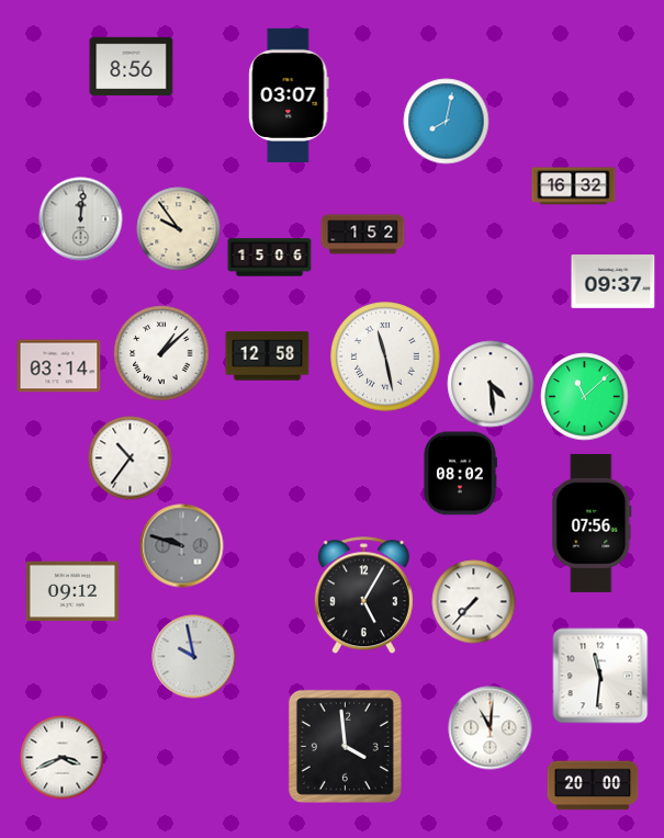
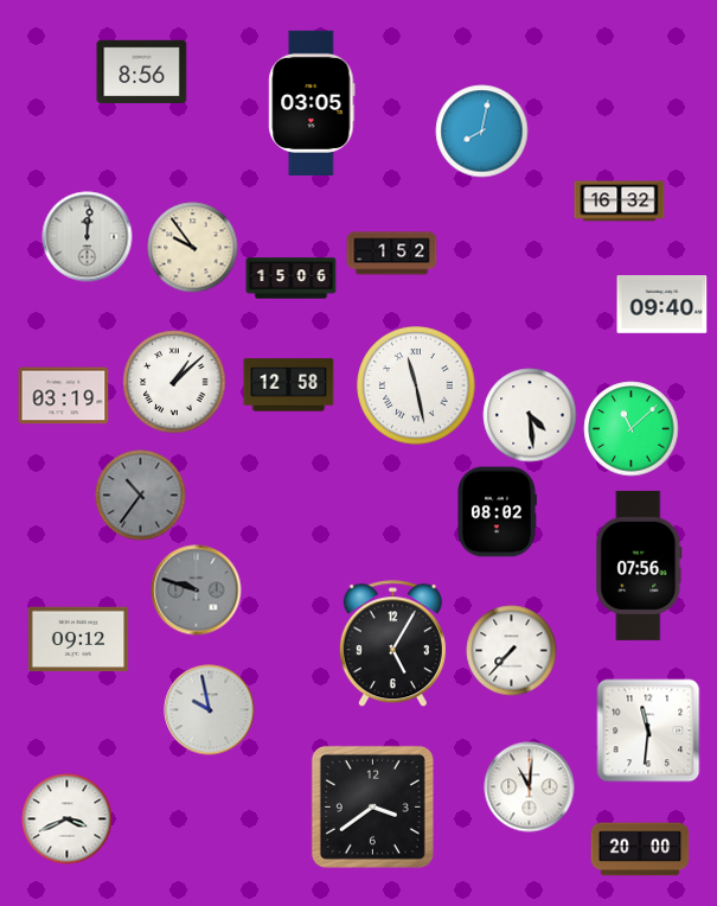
clock at (289, 95): 03:07 -> 03:05
clock at (614, 282): 09:37 -> 09:40
clock at (59, 366): 03:14 -> 03:19
clock at (131, 458) dial: white -> grey
clock at (345, 746): 3:59 -> 3:39
